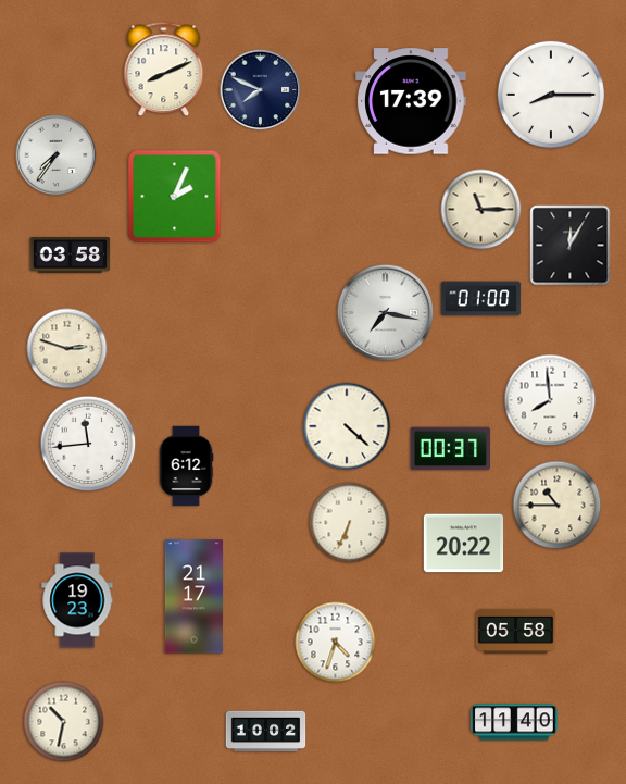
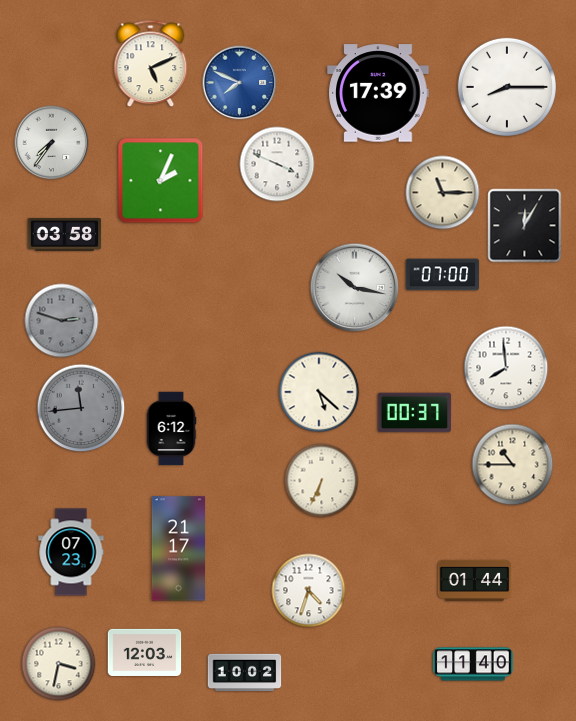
clock at (164, 70): 8:11 -> 5:11
clock at (261, 90) dial: navy -> blue
clock at (277, 164): none -> 3:49
clock at (481, 299): 01:00 -> 07:00
clock at (386, 313): 7:17 -> 10:17
clock at (67, 349) dial: cream -> grey
clock at (347, 426): 4:22 -> 5:22
clock at (88, 444) dial: white -> grey
clock at (464, 544): 20:22 -> none
clock at (77, 600): 19:23 -> 07:23
clock at (516, 631): 05:58 -> 01:44
clock at (145, 652): none -> 12:03
clock at (64, 722): 10:32 -> 3:32
